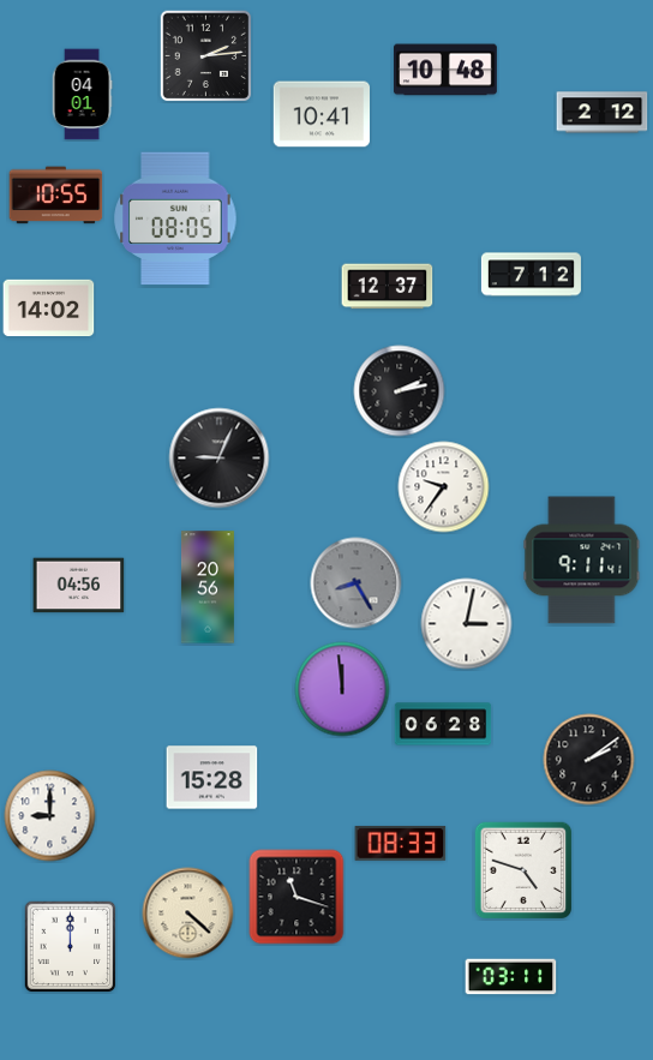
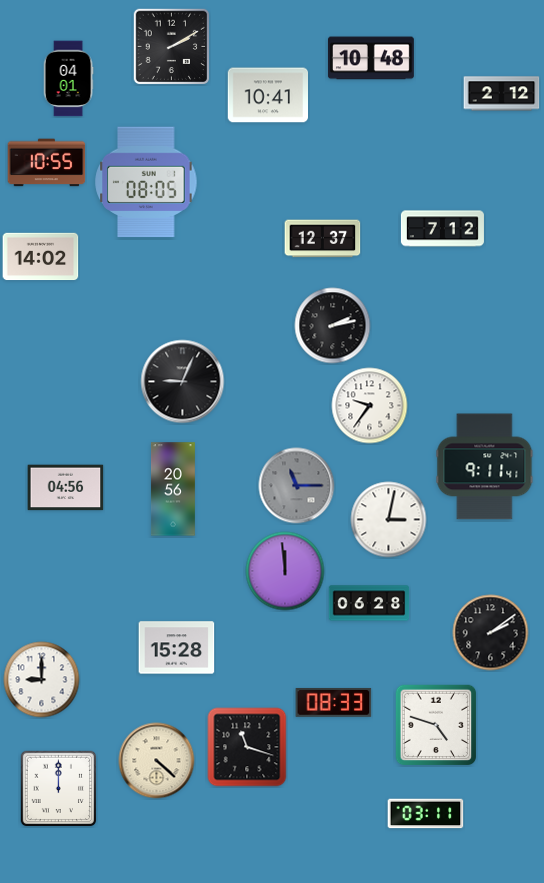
clock at (205, 55): 2:14 -> 2:10
clock at (357, 583): 8:25 -> 11:15
clock at (342, 689) position: (342, 689) -> (285, 571)
